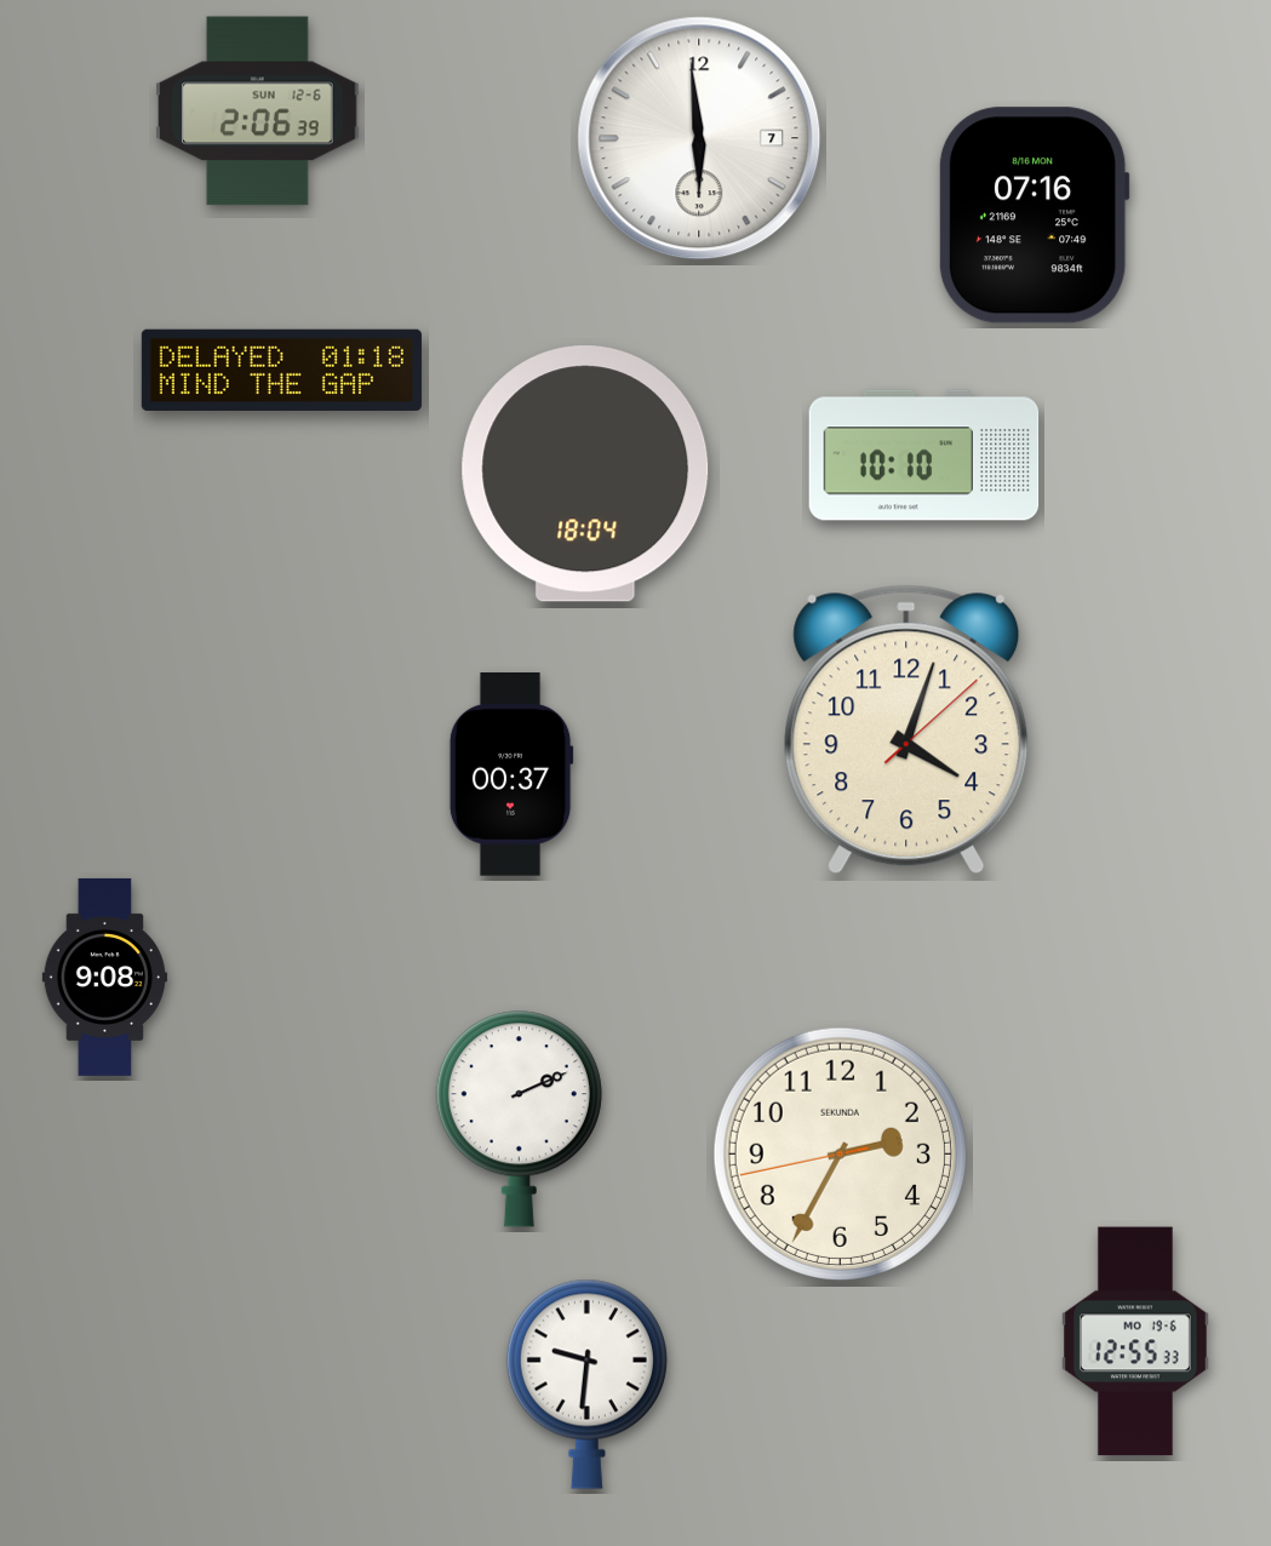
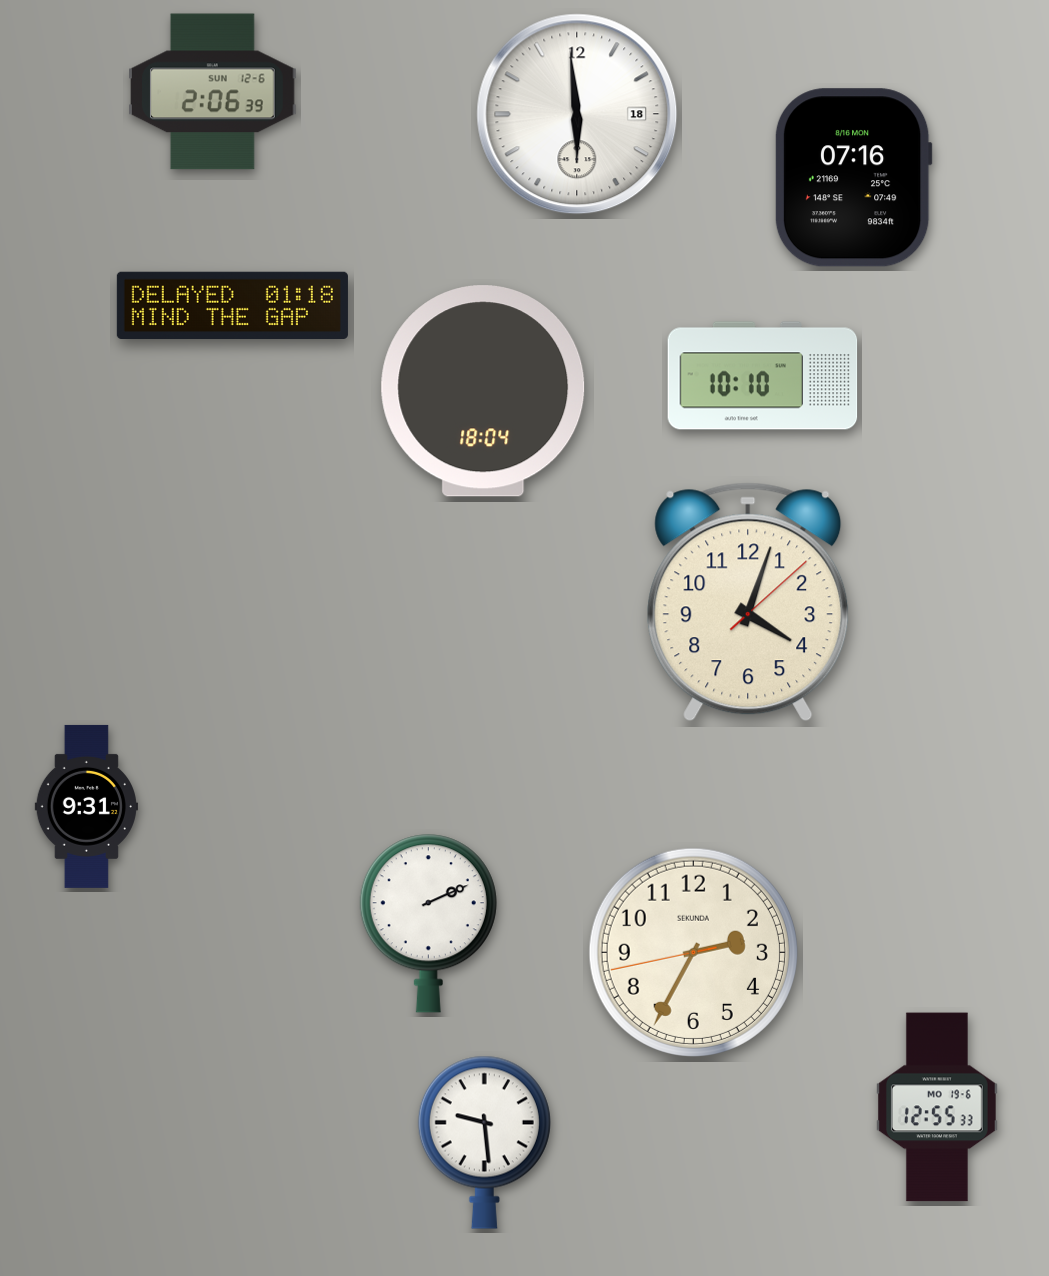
clock at (699, 138) date: 7 -> 18
clock at (511, 775): 00:37 -> none
clock at (104, 977): 9:08 -> 9:31
clock at (586, 1384): 9:31 -> 9:29
